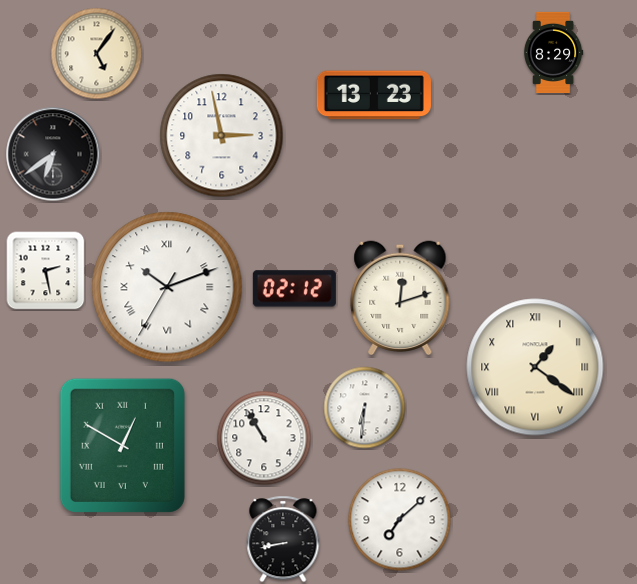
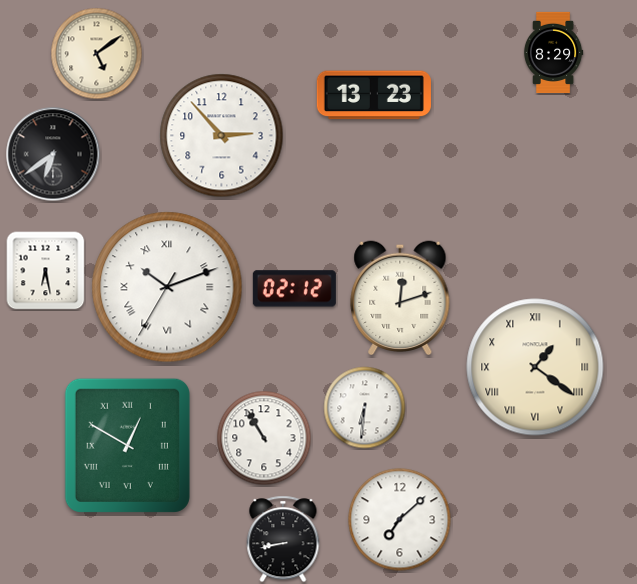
clock at (97, 54): 5:06 -> 5:09
clock at (222, 136): 2:58 -> 2:53
clock at (46, 271): 2:28 -> 6:28
clock at (122, 445) position: (122, 445) -> (127, 445)
